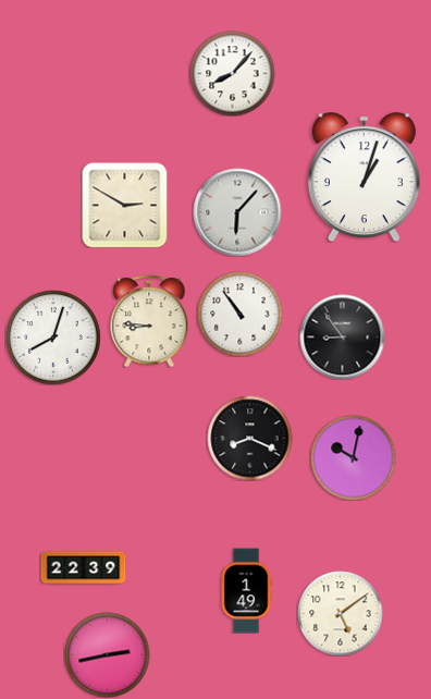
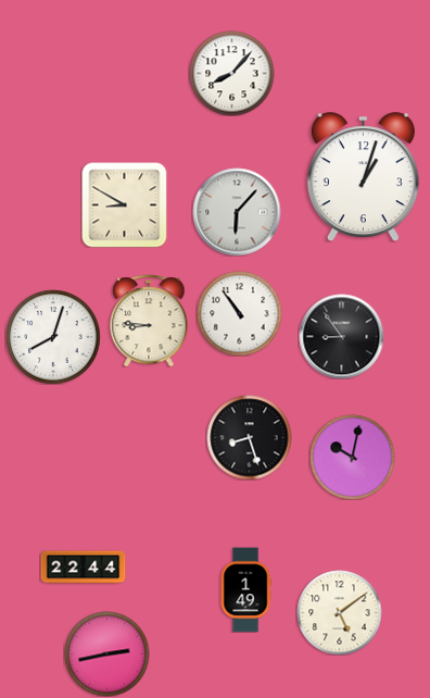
clock at (124, 205): 2:50 -> 8:50
clock at (249, 438): 8:19 -> 8:27
clock at (83, 568): 22:39 -> 22:44
